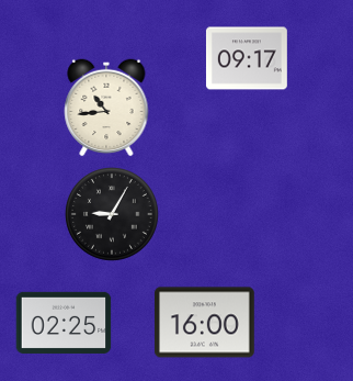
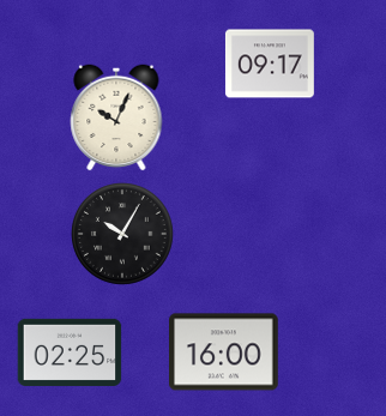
clock at (106, 108): 10:44 -> 10:04
clock at (113, 215): 9:05 -> 10:05
